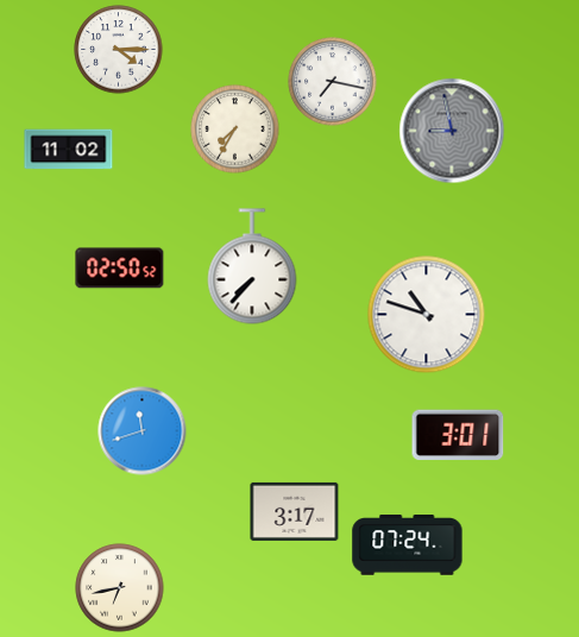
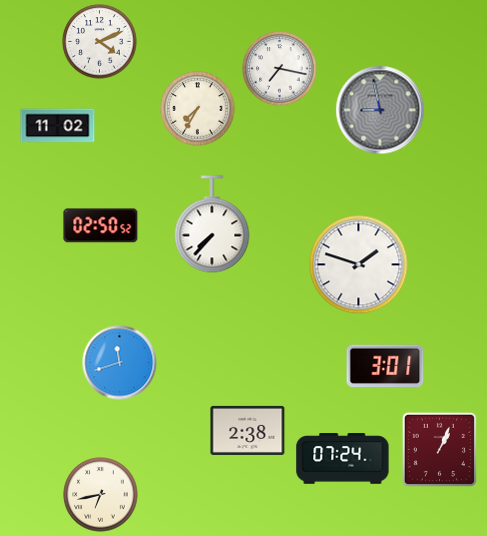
clock at (119, 50): 4:15 -> 4:11
clock at (427, 315): 10:48 -> 1:48
clock at (295, 511): 3:17 -> 2:38
clock at (439, 449): none -> 1:04
